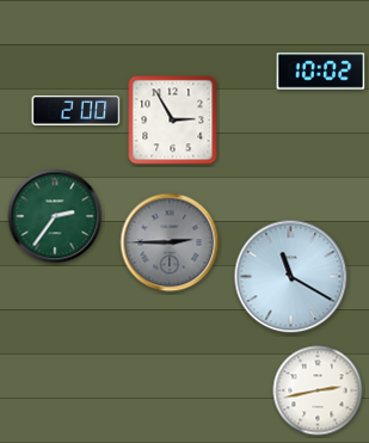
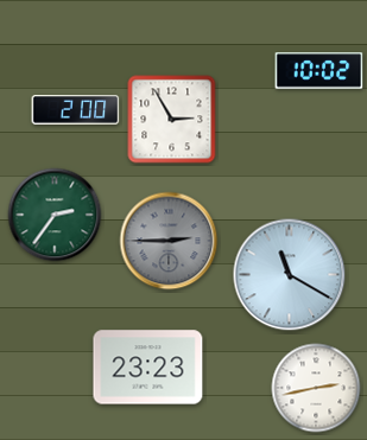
clock at (148, 368): none -> 23:23
